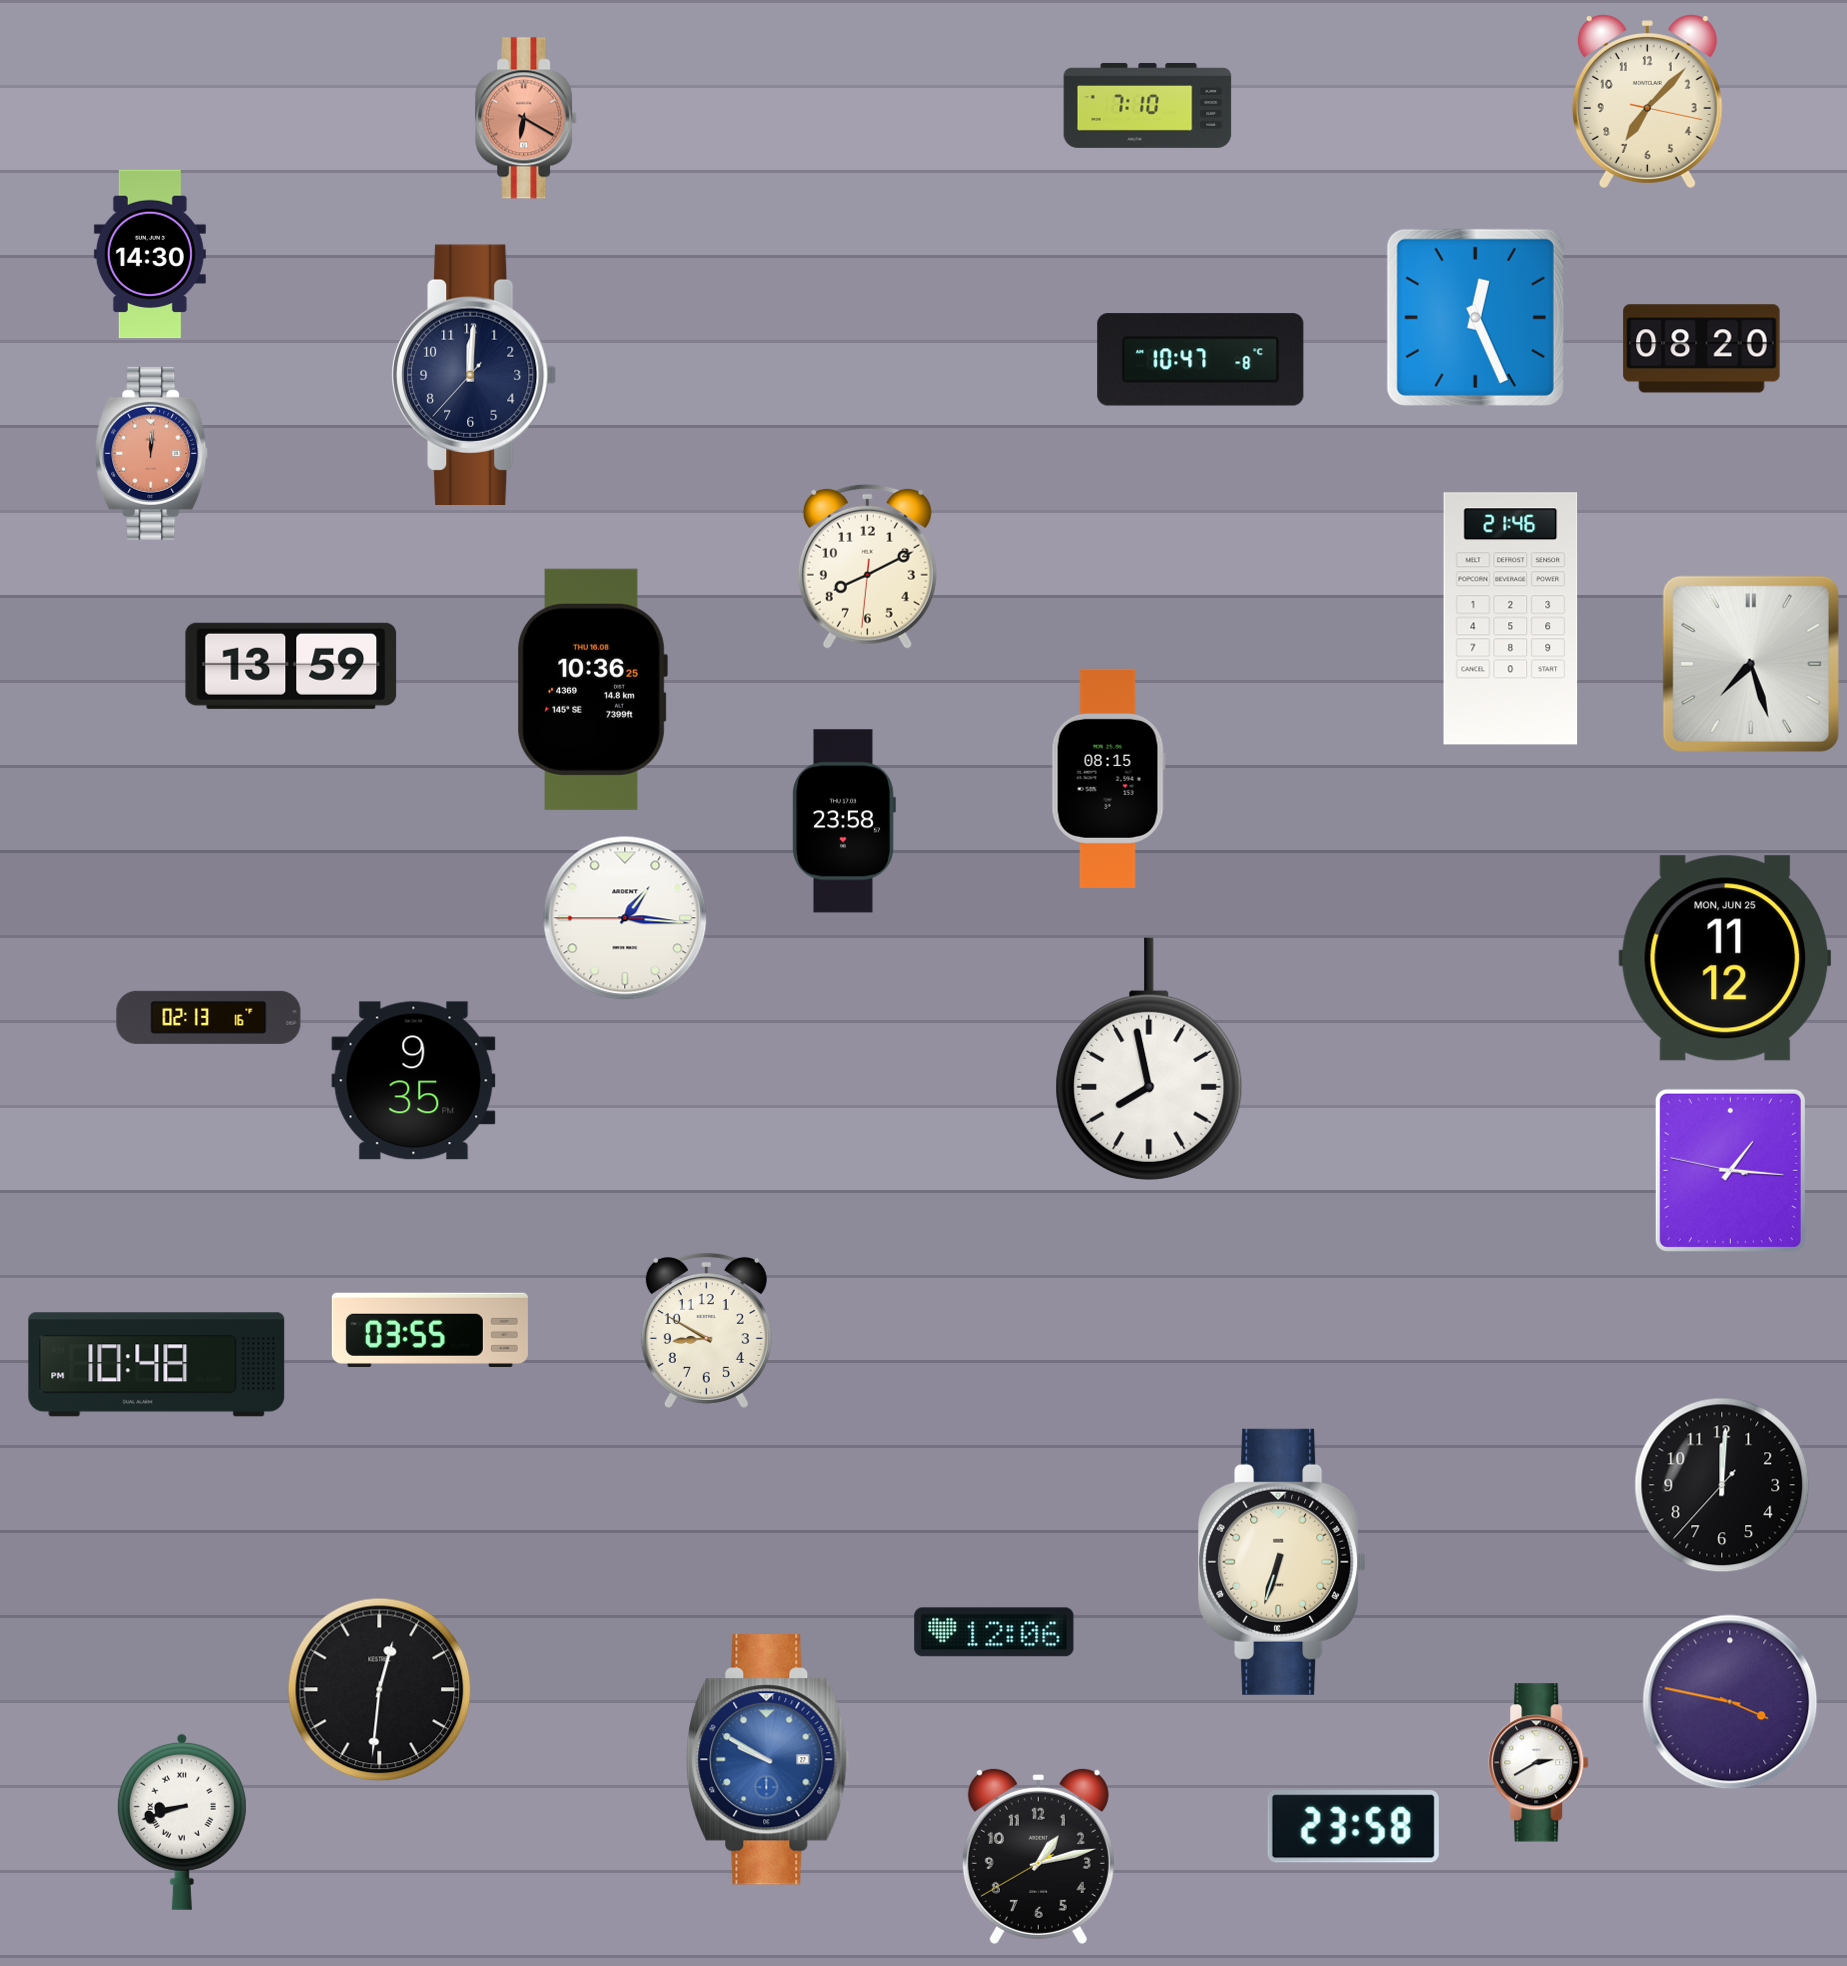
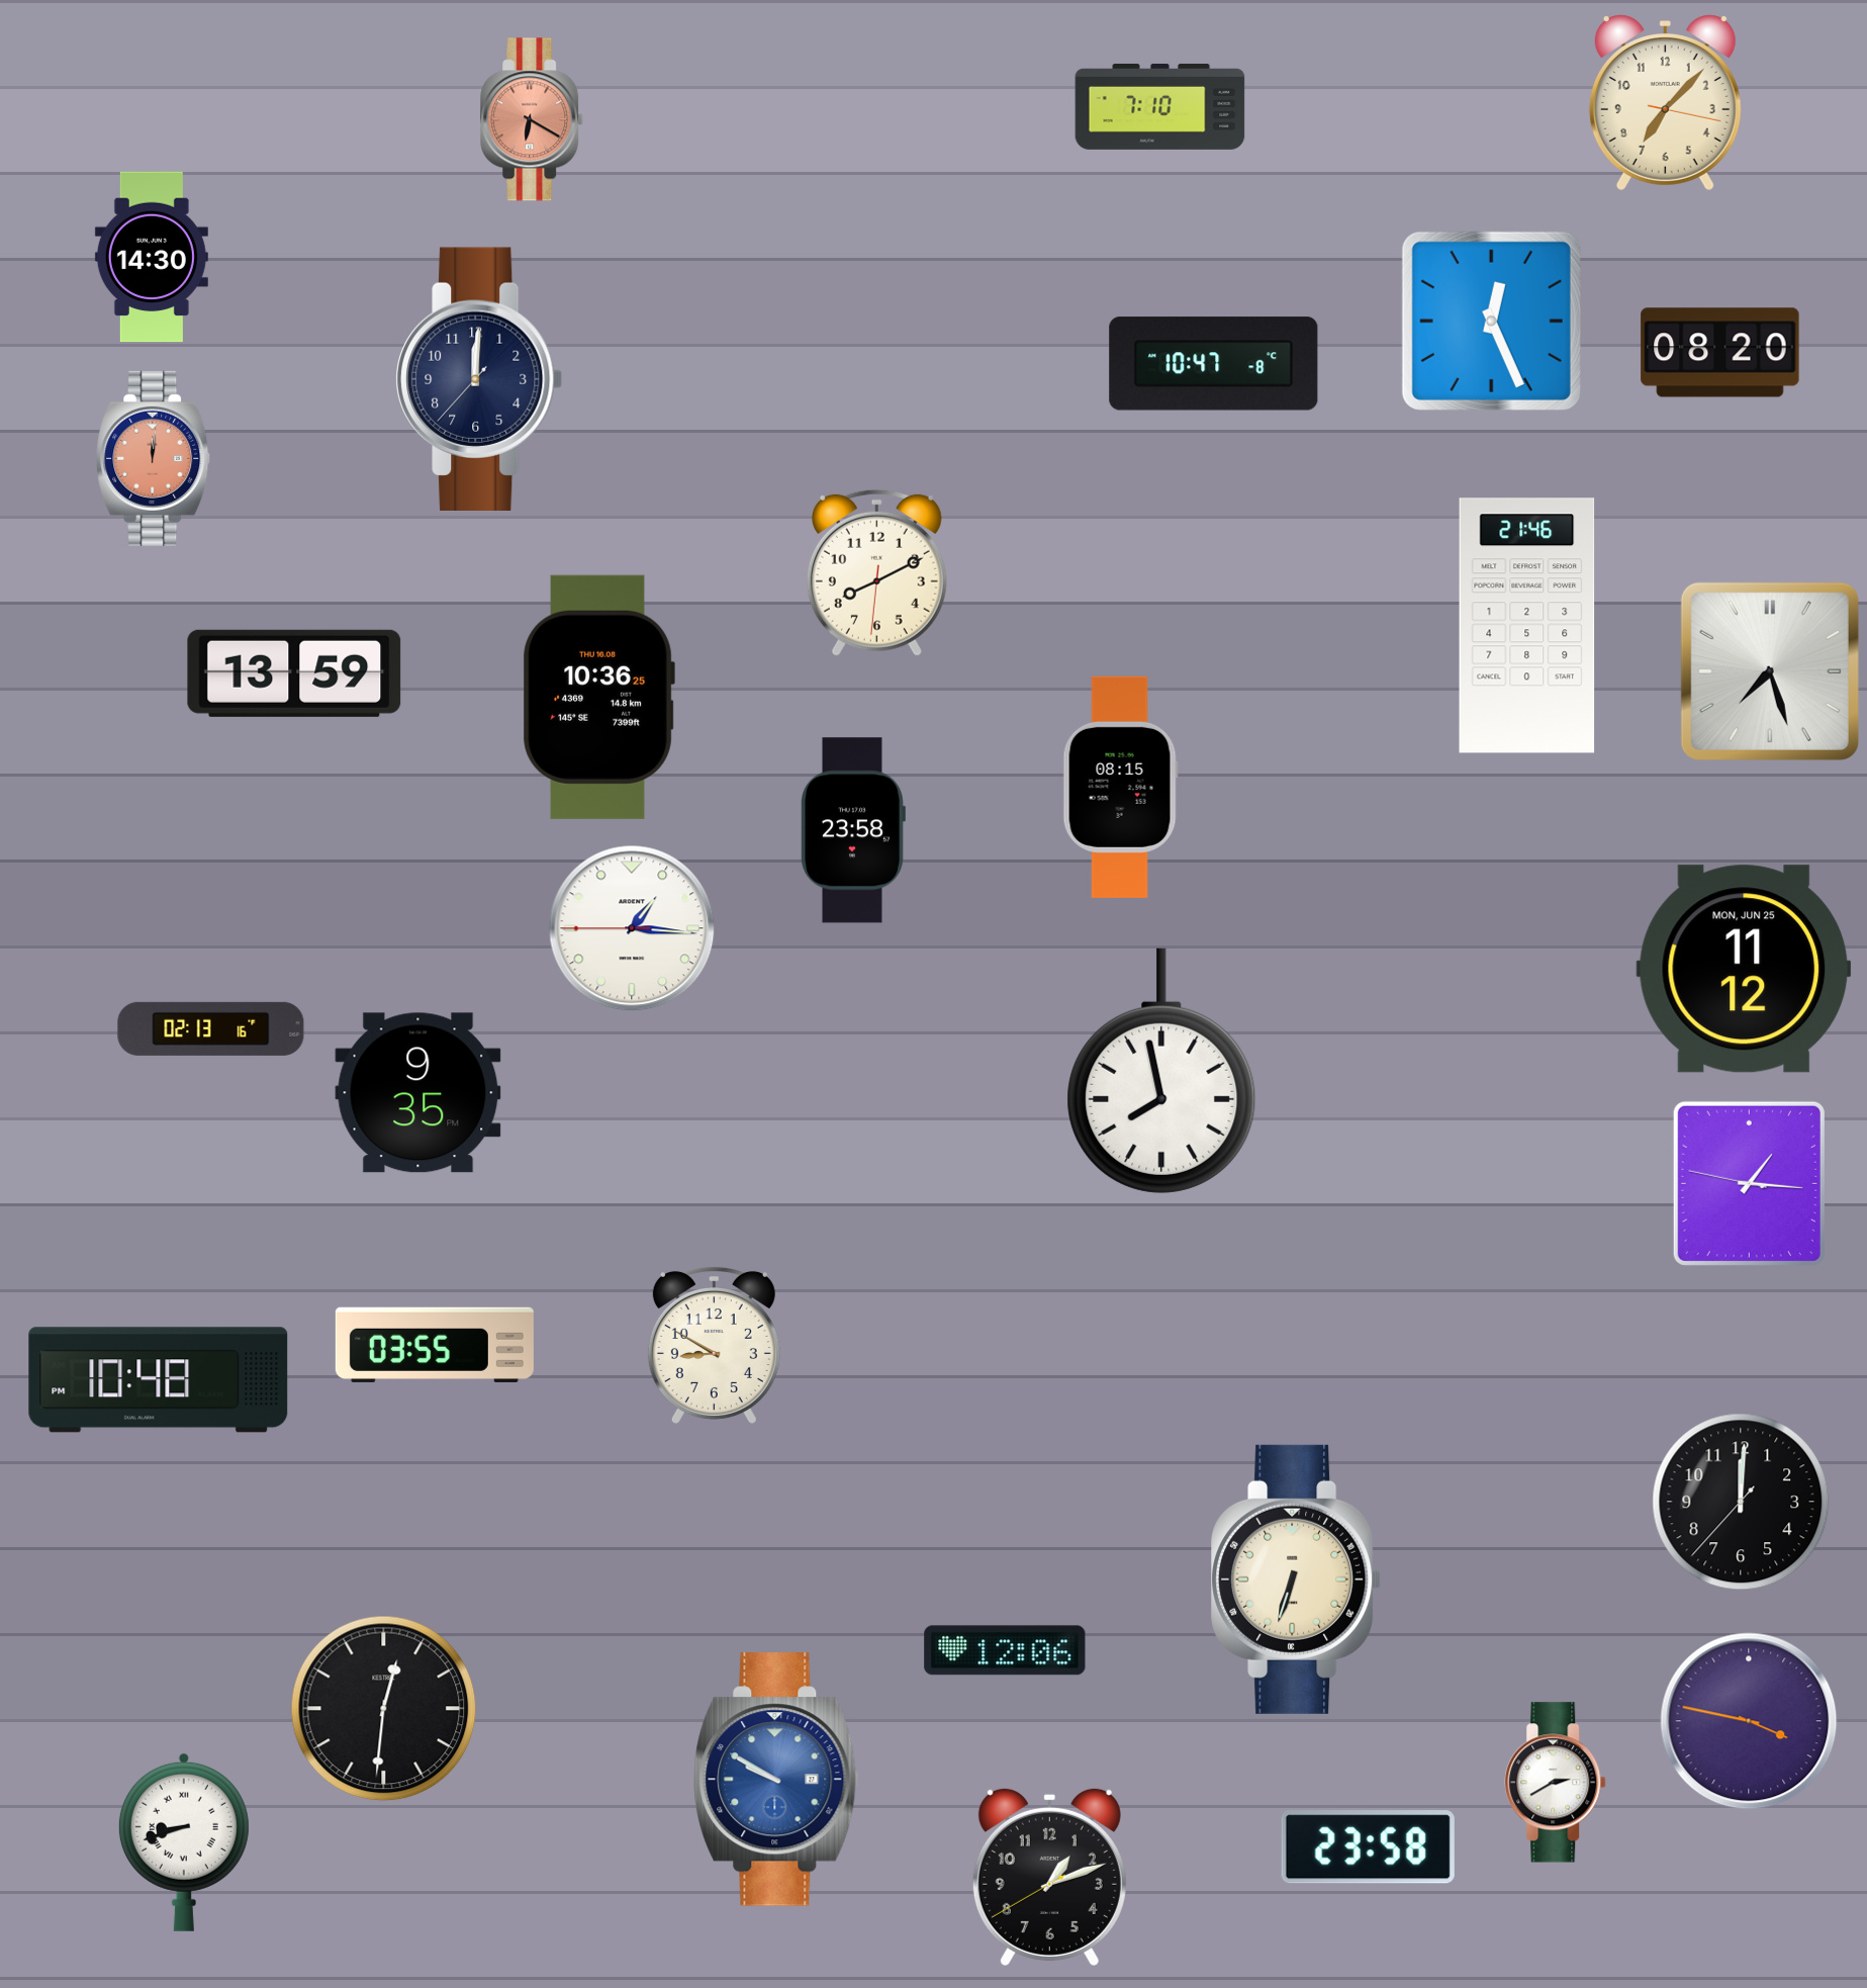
clock at (1038, 1856): 1:12 -> 1:11
